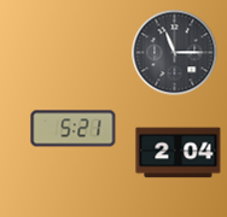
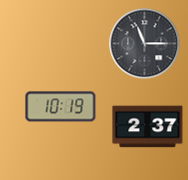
clock at (74, 129): 5:21 -> 10:19
clock at (179, 153): 2:04 -> 2:37
